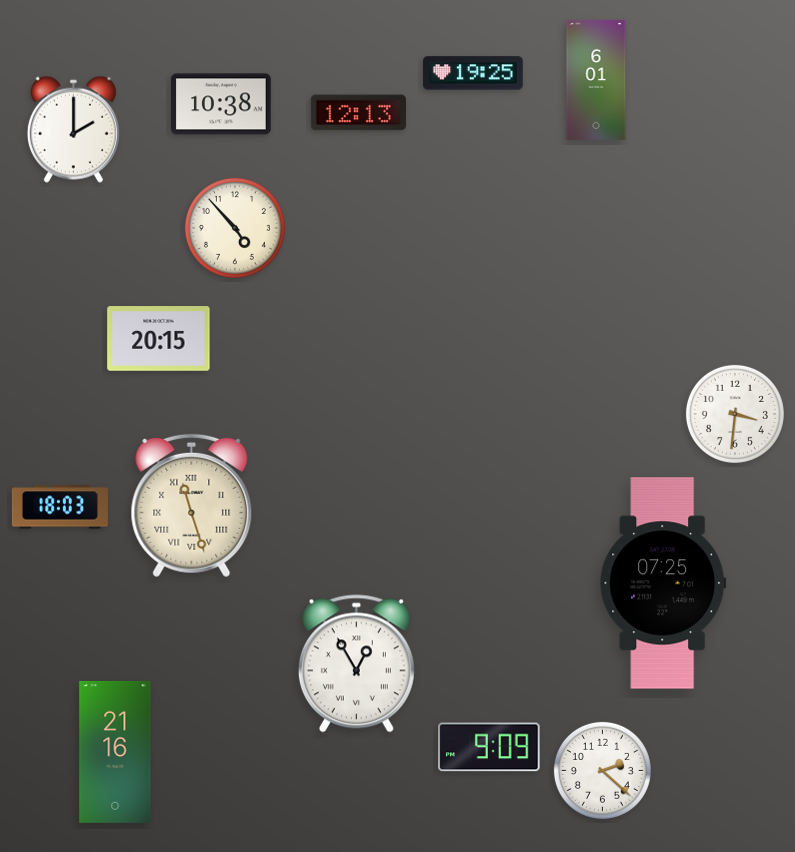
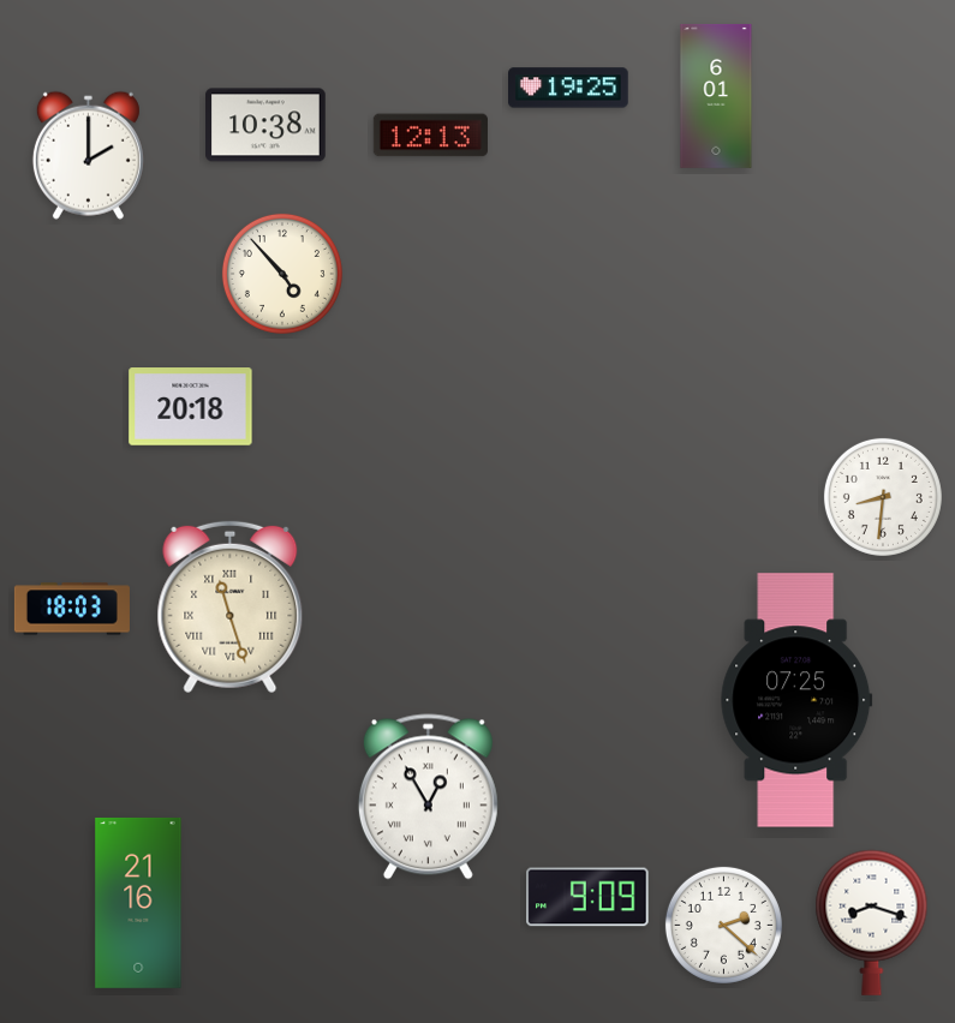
clock at (159, 339): 20:15 -> 20:18
clock at (735, 414): 3:31 -> 8:31
clock at (872, 922): none -> 8:18
